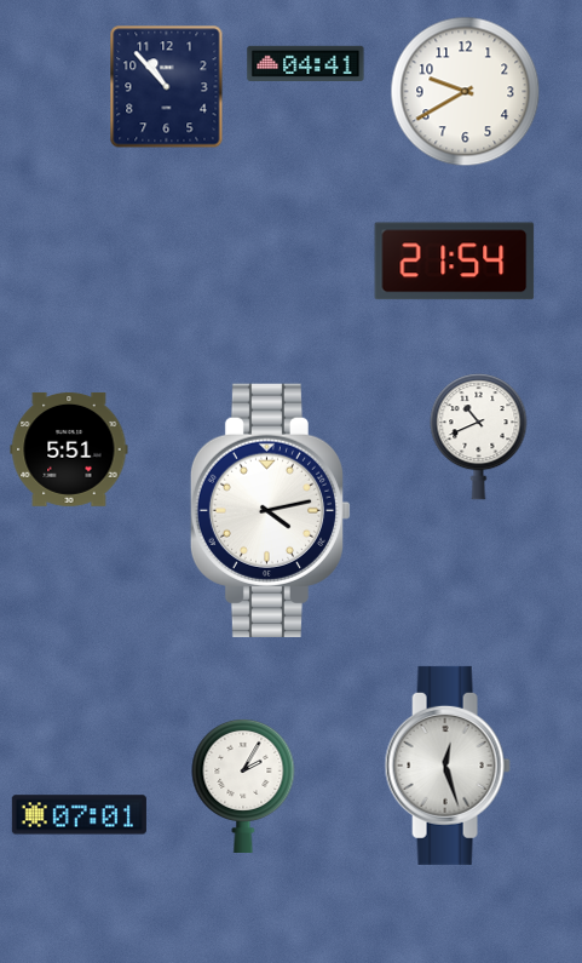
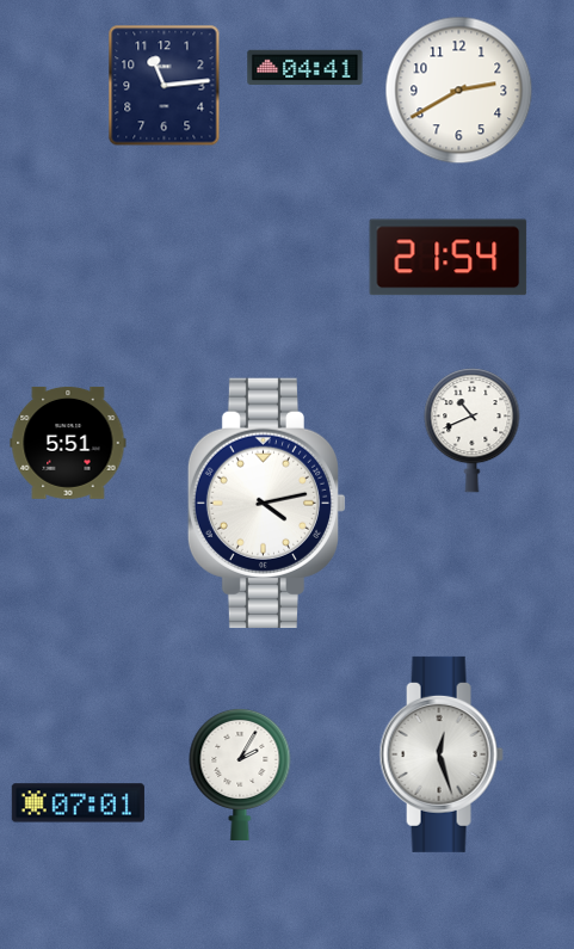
clock at (306, 63) position: (306, 63) -> (305, 67)
clock at (167, 87): 10:53 -> 11:14
clock at (466, 92): 9:40 -> 2:40
